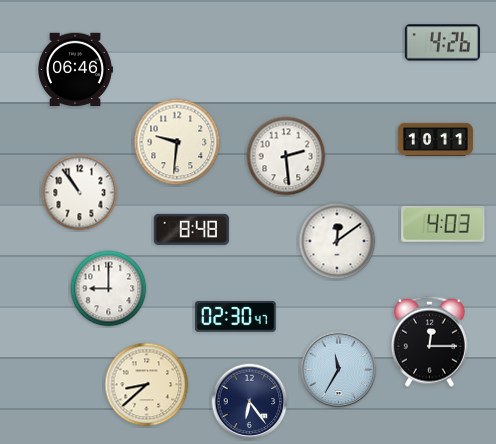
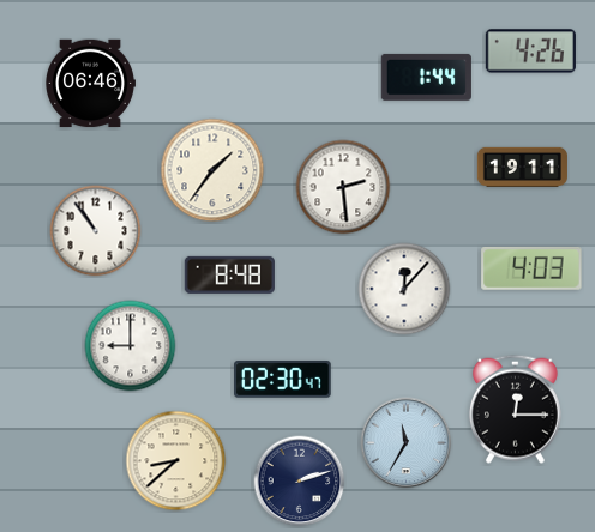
clock at (426, 77): none -> 1:44
clock at (435, 139): 10:11 -> 19:11
clock at (177, 142): 9:31 -> 1:36
clock at (337, 241): 12:09 -> 12:07
clock at (250, 402): 6:24 -> 2:12
